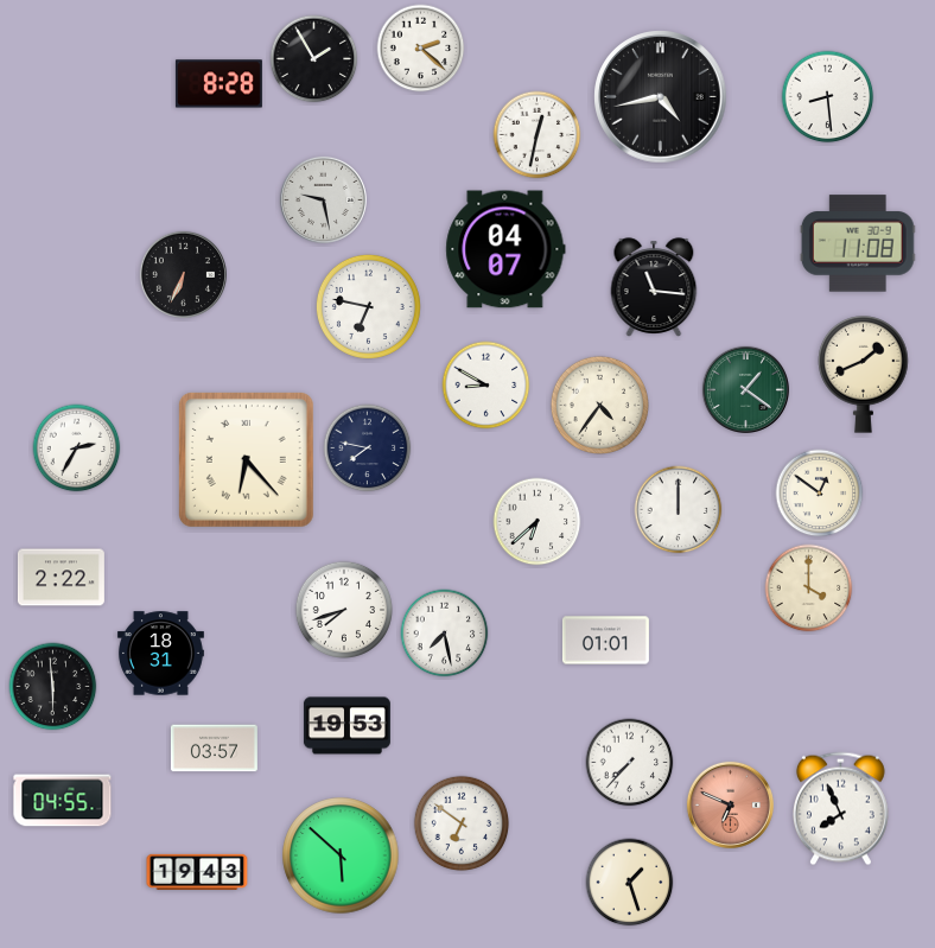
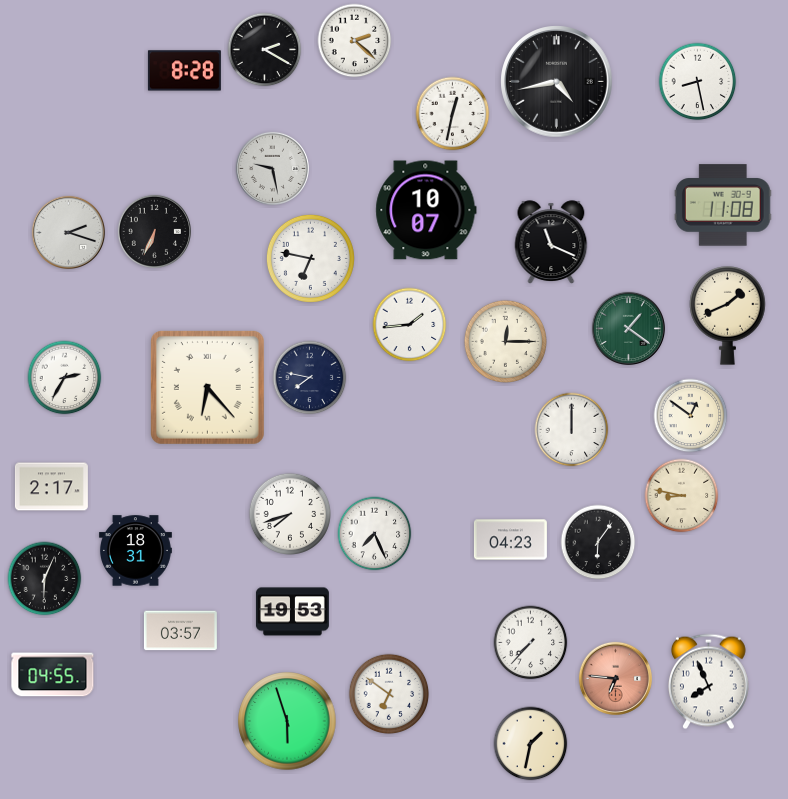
clock at (314, 59): 1:55 -> 2:20
clock at (828, 97): 8:29 -> 8:28
clock at (505, 249): 04:07 -> 10:07
clock at (68, 232): none -> 2:18
clock at (654, 287): 11:16 -> 11:19
clock at (486, 386): 8:50 -> 1:44
clock at (599, 405): 4:36 -> 12:15
clock at (538, 522): 6:38 -> none
clock at (61, 578): 2:22 -> 2:17
clock at (809, 588): 4:00 -> 8:47
clock at (445, 634): 7:28 -> 7:26
clock at (605, 641): 01:01 -> 04:23
clock at (598, 542): none -> 6:06
clock at (53, 687): 5:59 -> 6:04
clock at (730, 804): 6:49 -> 6:46
clock at (341, 855): 5:52 -> 5:57
clock at (197, 872): 19:43 -> none
clock at (630, 883): 1:27 -> 1:32
